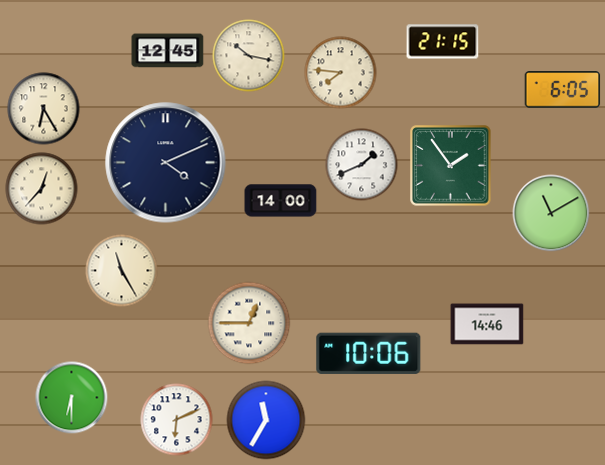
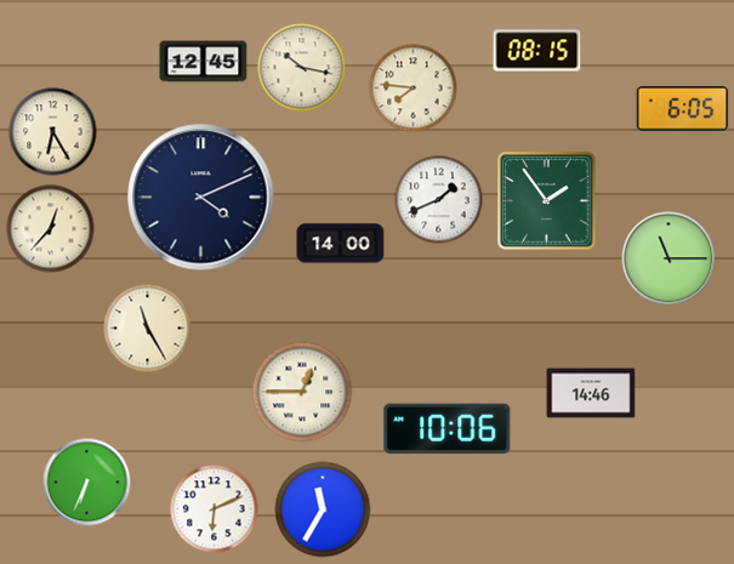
clock at (443, 42): 21:15 -> 08:15
clock at (551, 213): 11:10 -> 11:15
clock at (72, 398): 6:30 -> 6:34
